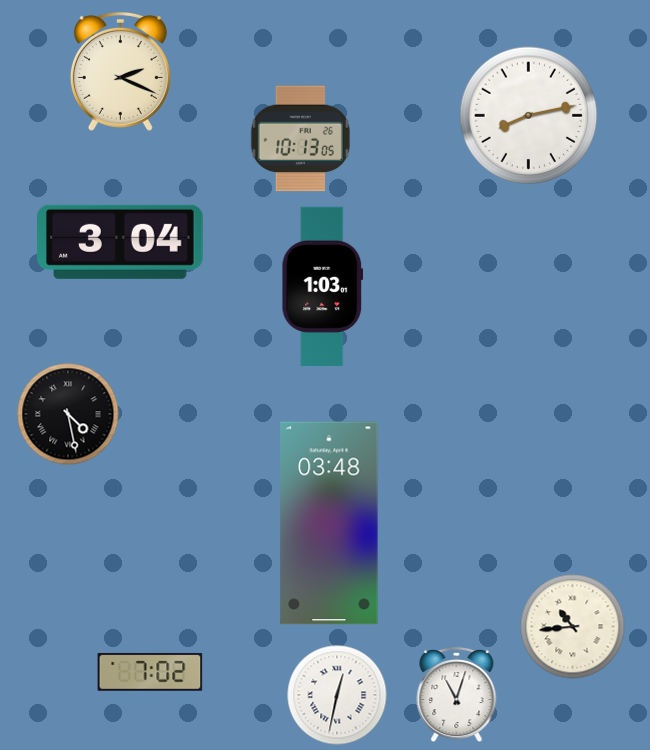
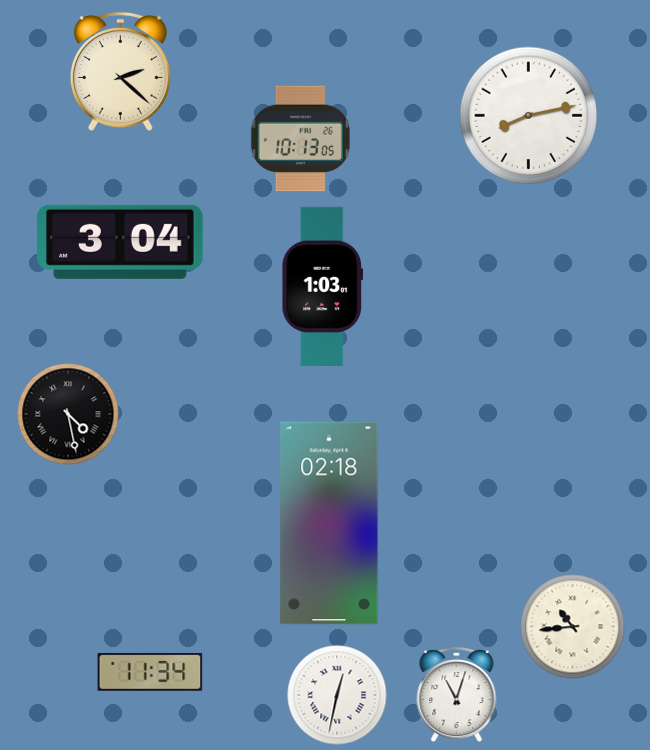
clock at (120, 71): 2:19 -> 2:22
clock at (329, 523): 03:48 -> 02:18
clock at (150, 672): 7:02 -> 11:34
